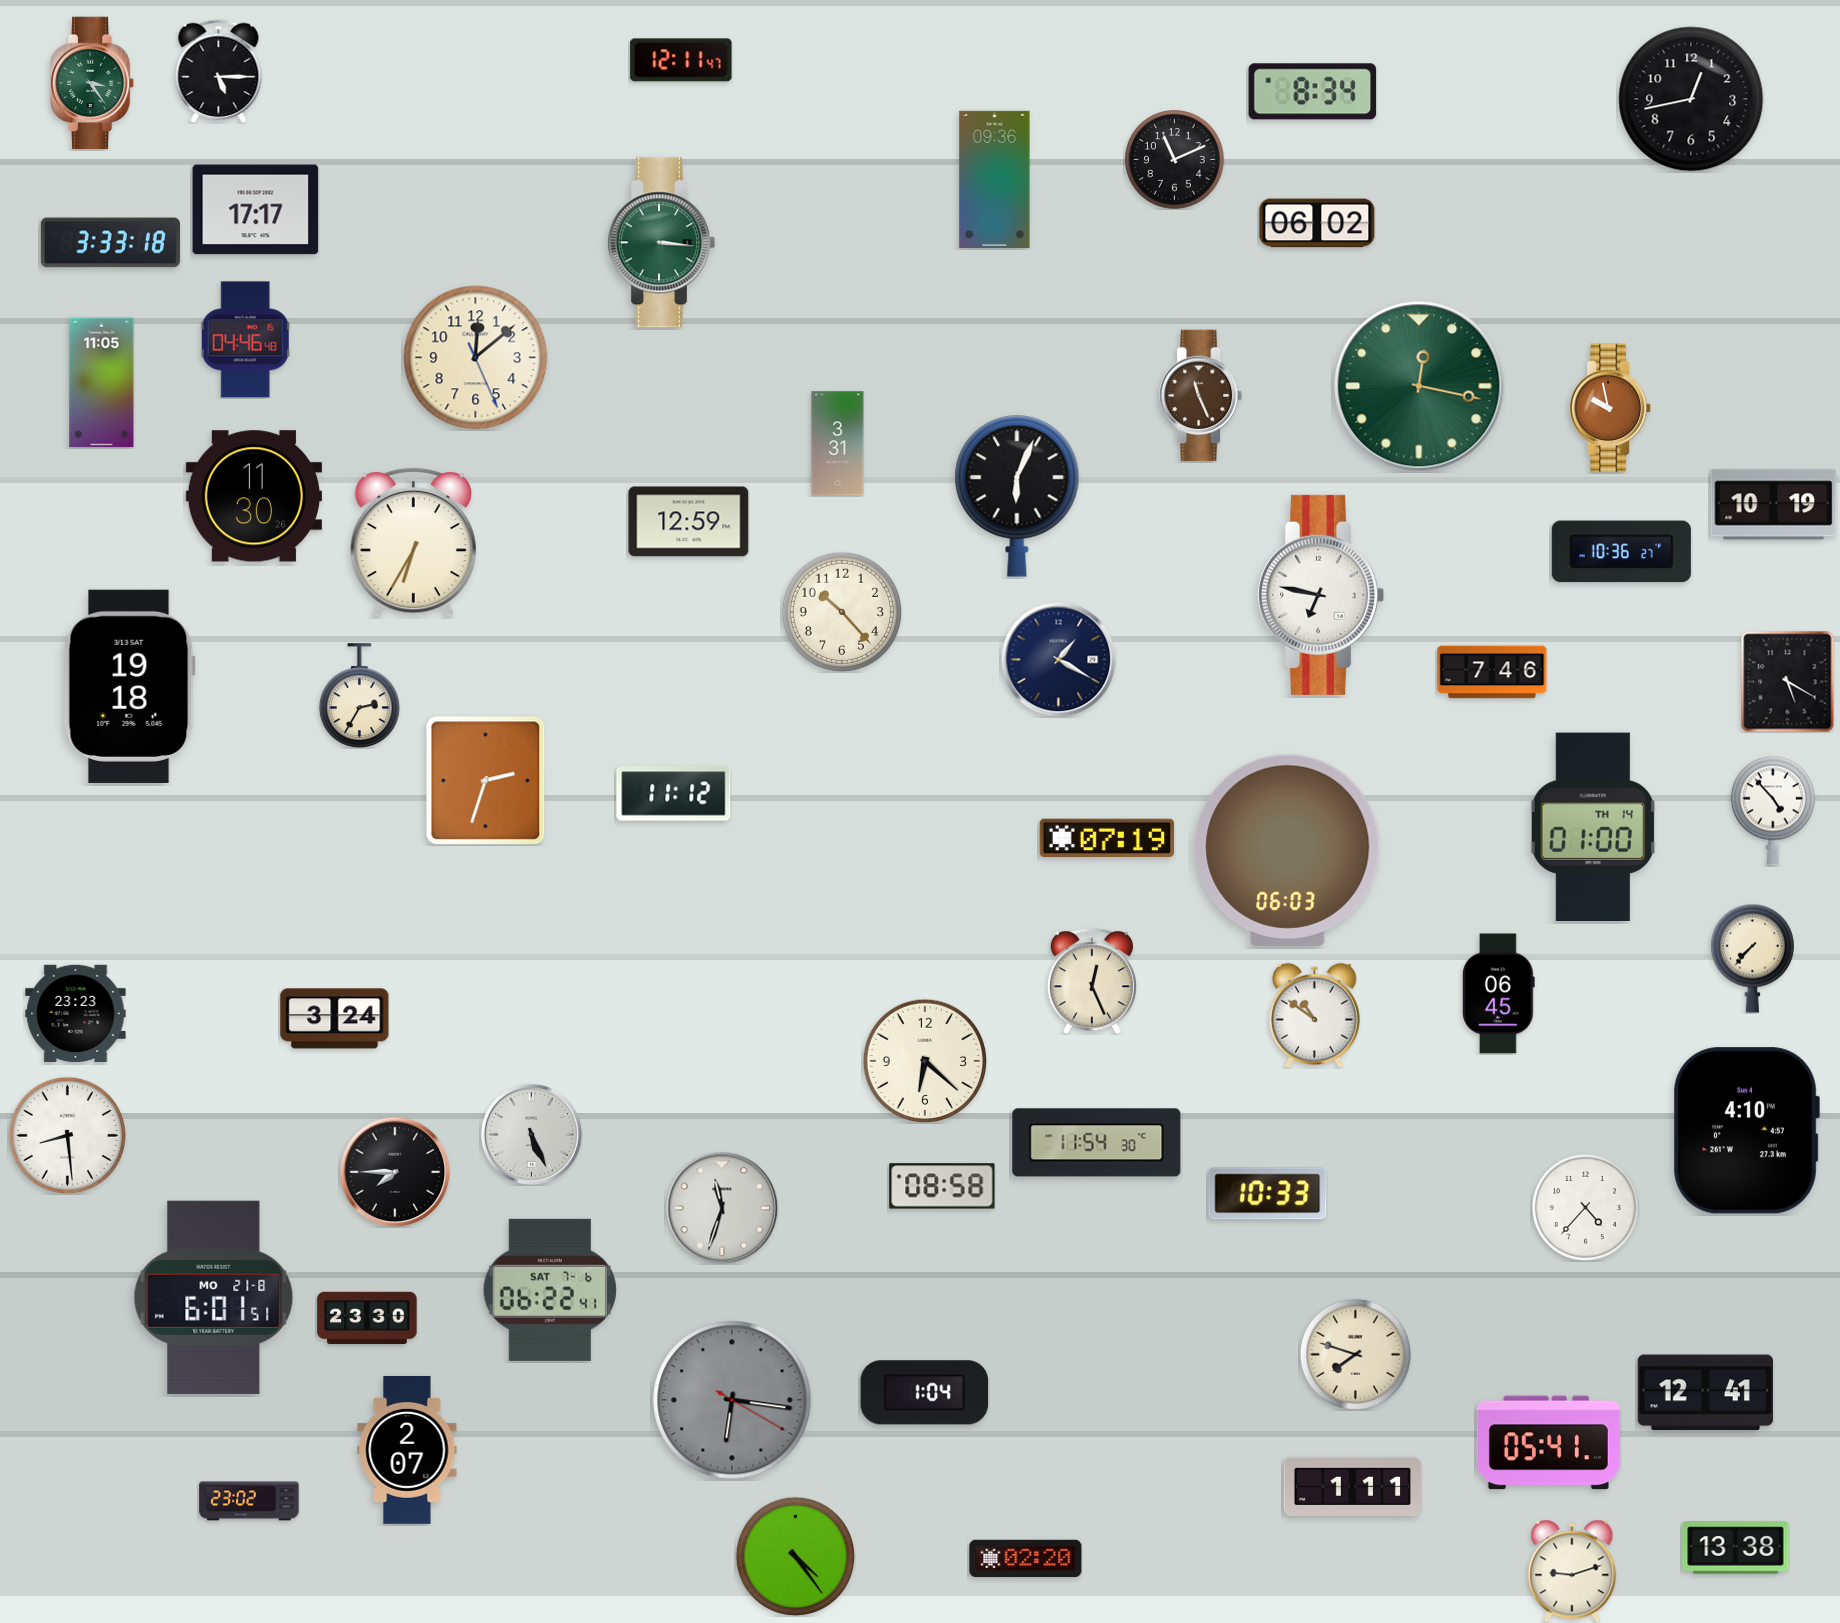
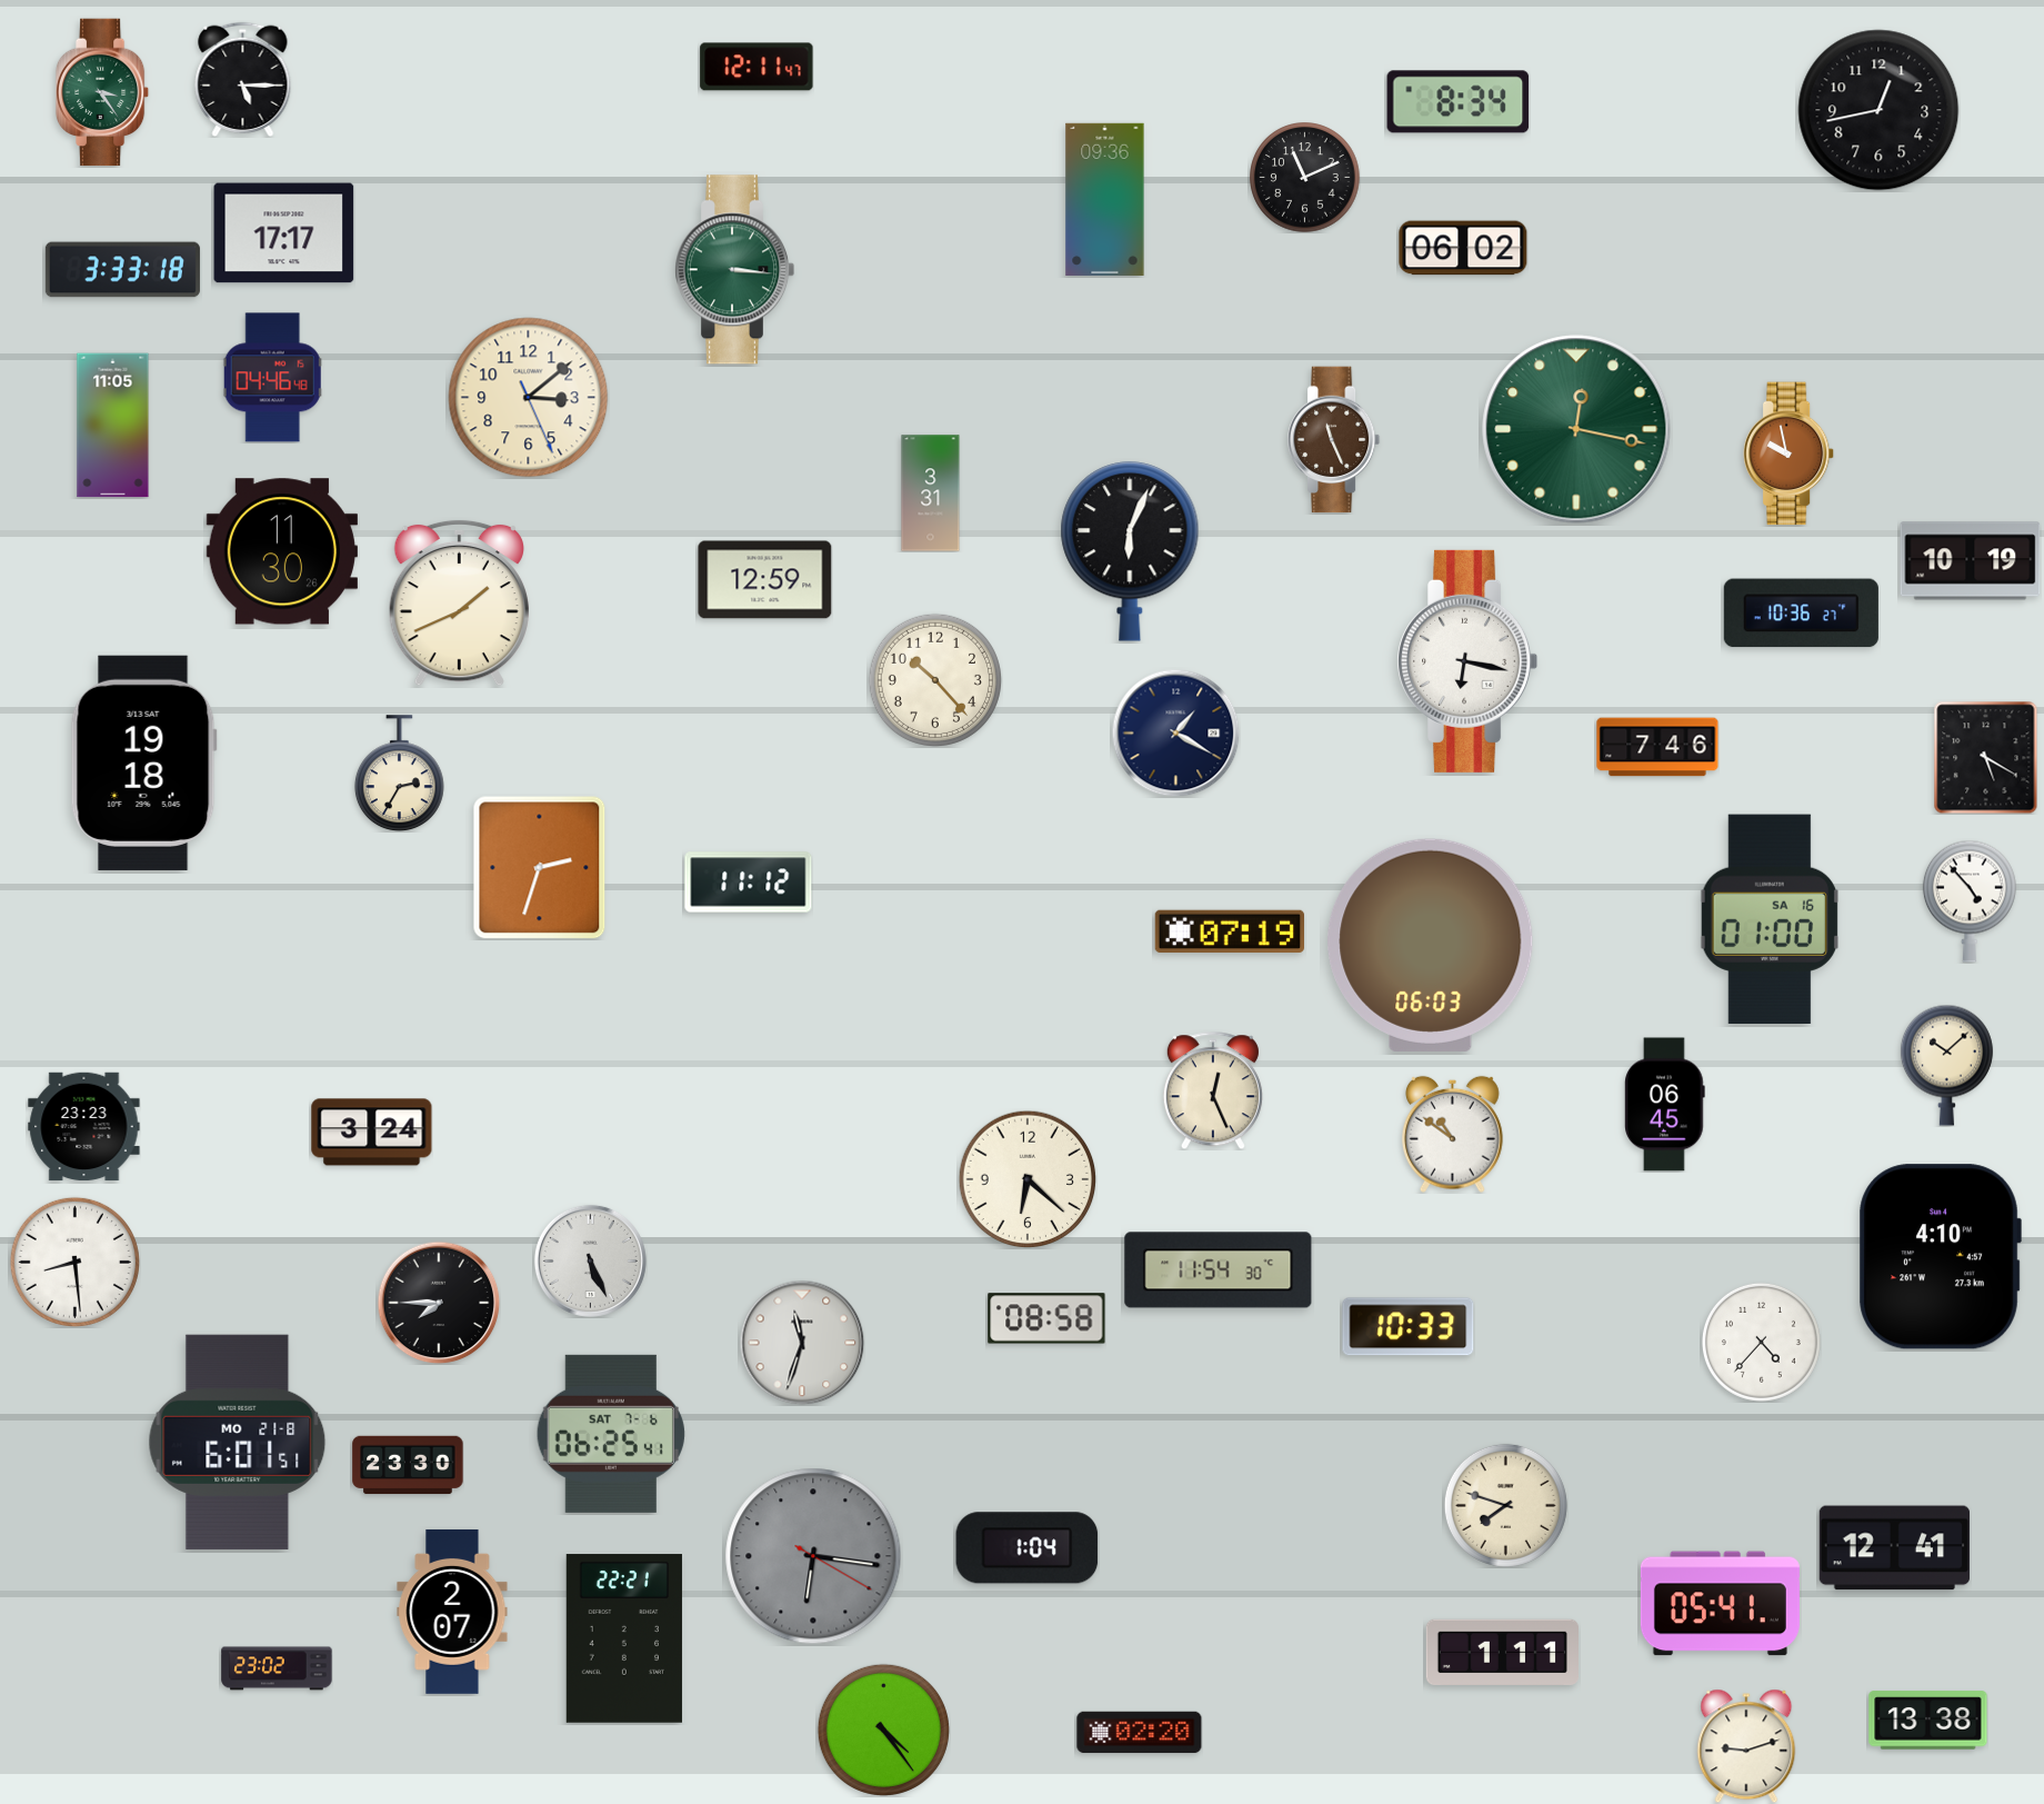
clock at (476, 358): 12:08 -> 3:08
clock at (413, 542): 6:35 -> 1:41
clock at (1321, 595): 6:47 -> 6:17
clock at (1593, 826) date: TH 14 -> SA 16
clock at (1752, 958): 7:37 -> 10:08
clock at (1315, 1015) position: (1315, 1015) -> (1453, 1134)
clock at (550, 1290): 06:22 -> 06:25
clock at (624, 1638): none -> 22:21
